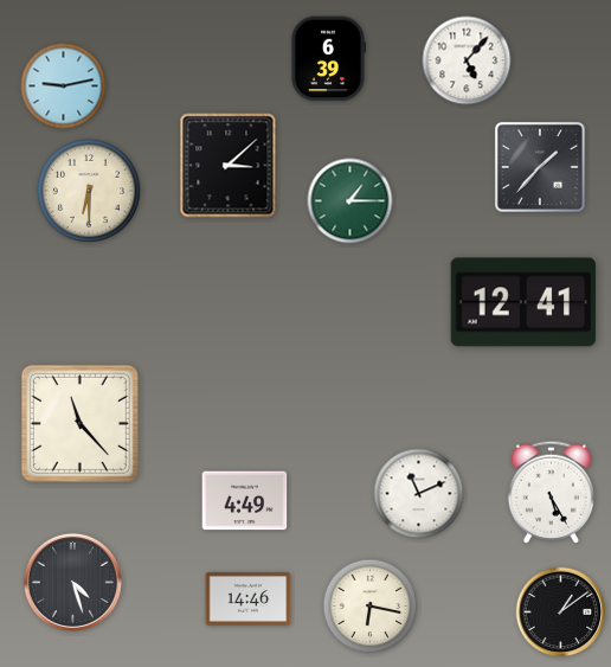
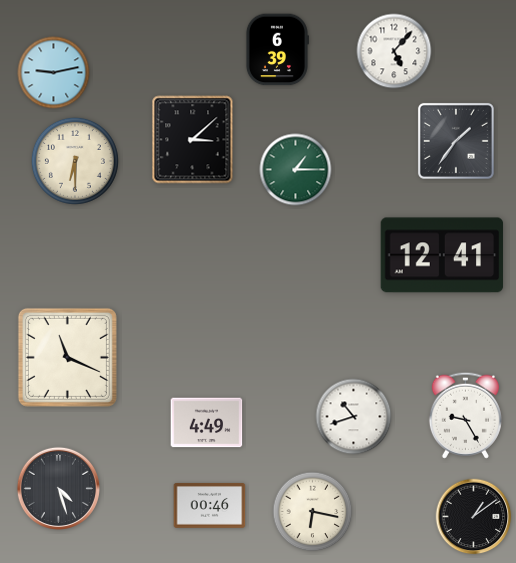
clock at (540, 167): 1:37 -> 1:36
clock at (79, 423): 11:23 -> 11:19
clock at (551, 492): 5:25 -> 9:25
clock at (419, 494): 11:11 -> 10:42
clock at (72, 582) position: (72, 582) -> (58, 488)
clock at (249, 599): 14:46 -> 00:46
